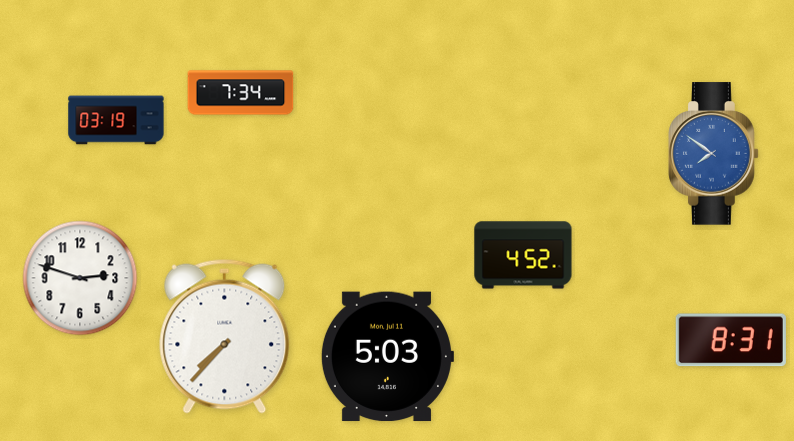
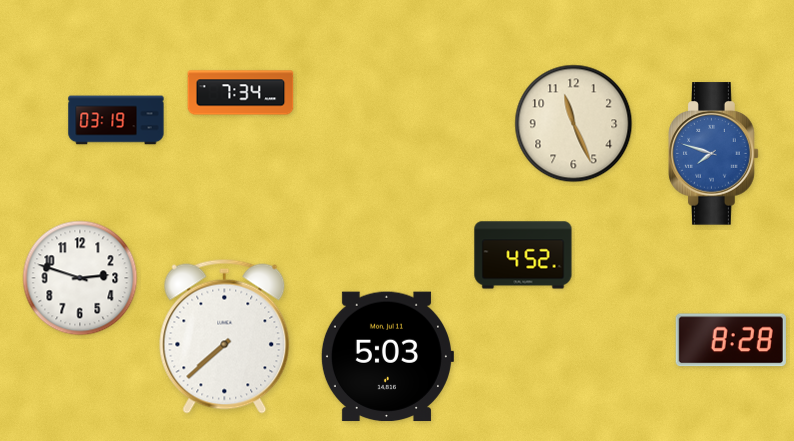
clock at (574, 124): none -> 11:26
clock at (714, 154): 7:51 -> 7:48
clock at (225, 336): 7:37 -> 7:38
clock at (731, 340): 8:31 -> 8:28
